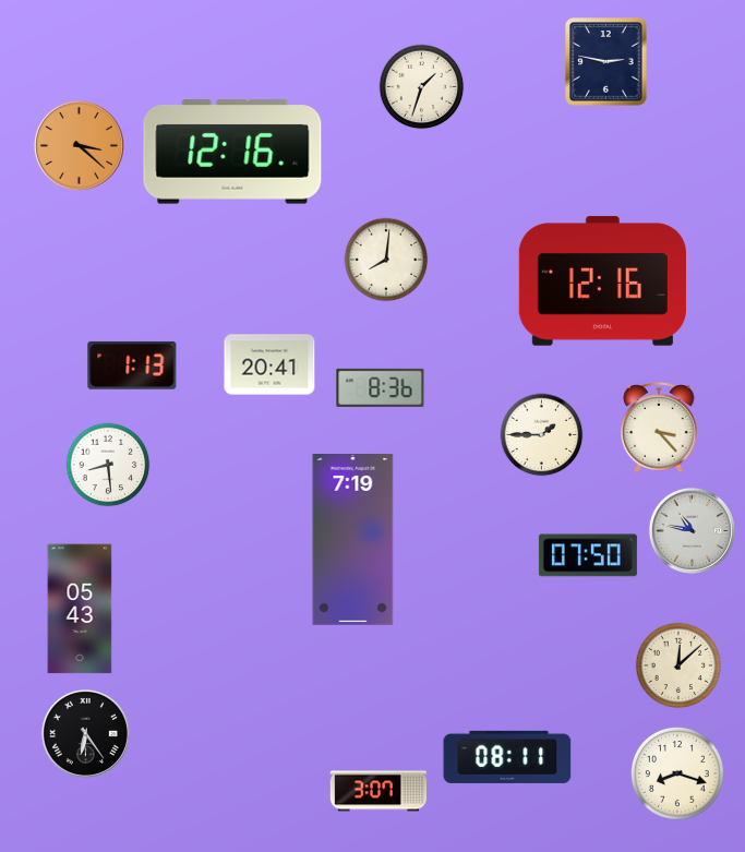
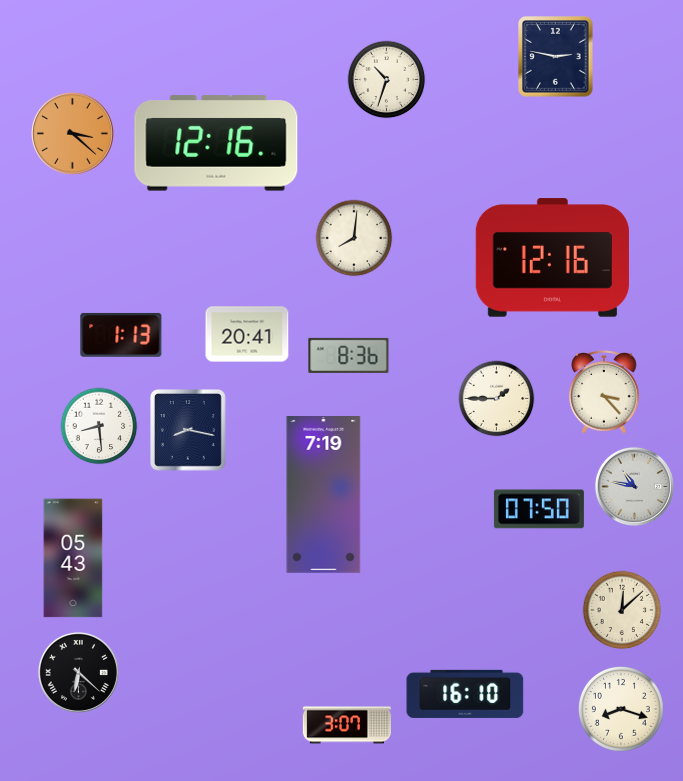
clock at (422, 87): 1:33 -> 10:33
clock at (232, 152) position: (232, 152) -> (216, 143)
clock at (189, 431): none -> 8:17
clock at (85, 733): 6:24 -> 6:22
clock at (507, 757): 08:11 -> 16:10
